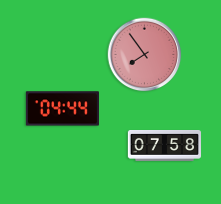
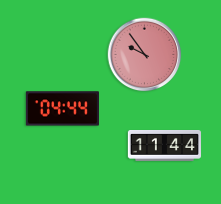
clock at (145, 55): 7:54 -> 9:54
clock at (164, 146): 07:58 -> 11:44
